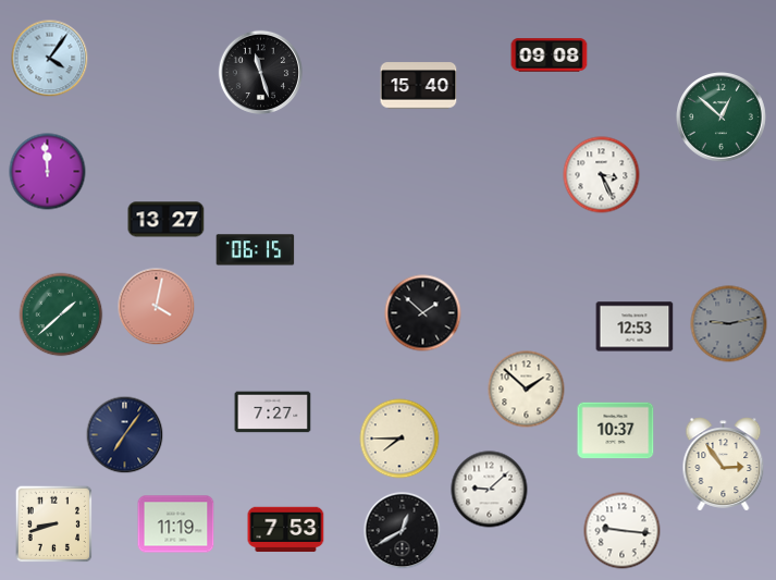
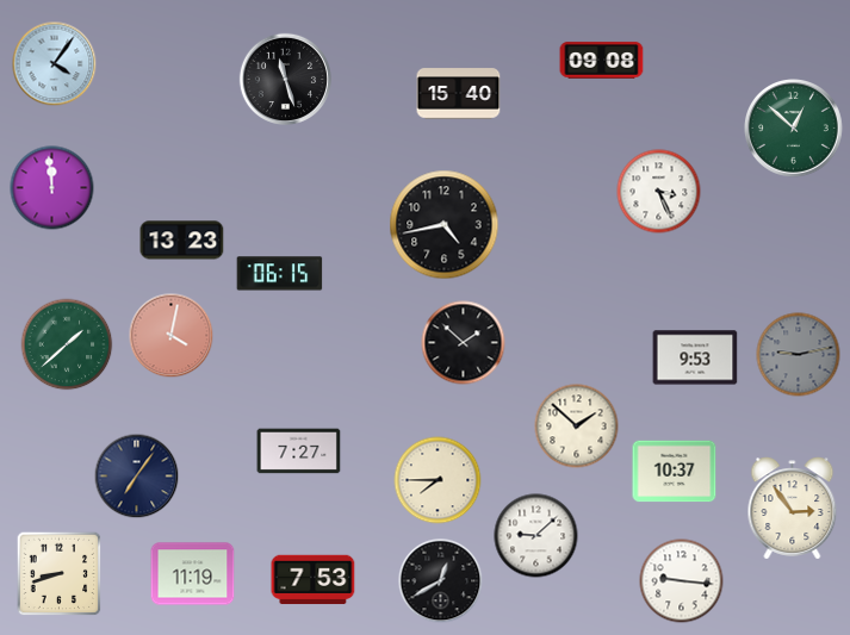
clock at (722, 118) position: (722, 118) -> (794, 129)
clock at (445, 225): none -> 4:43
clock at (167, 220): 13:27 -> 13:23
clock at (635, 326): 12:53 -> 9:53
